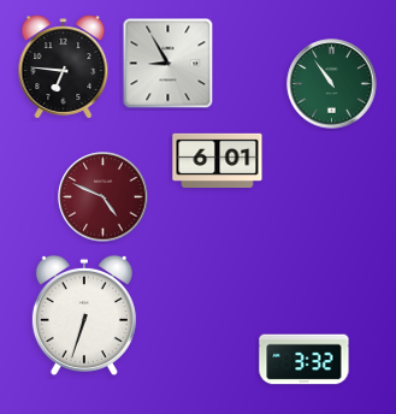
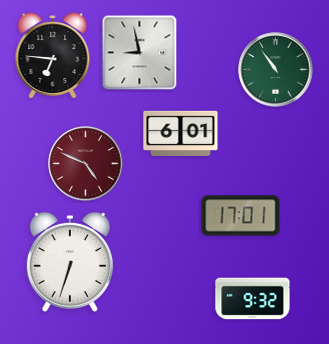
clock at (169, 64): 8:55 -> 8:58
clock at (241, 216): none -> 17:01
clock at (305, 360): 3:32 -> 9:32
